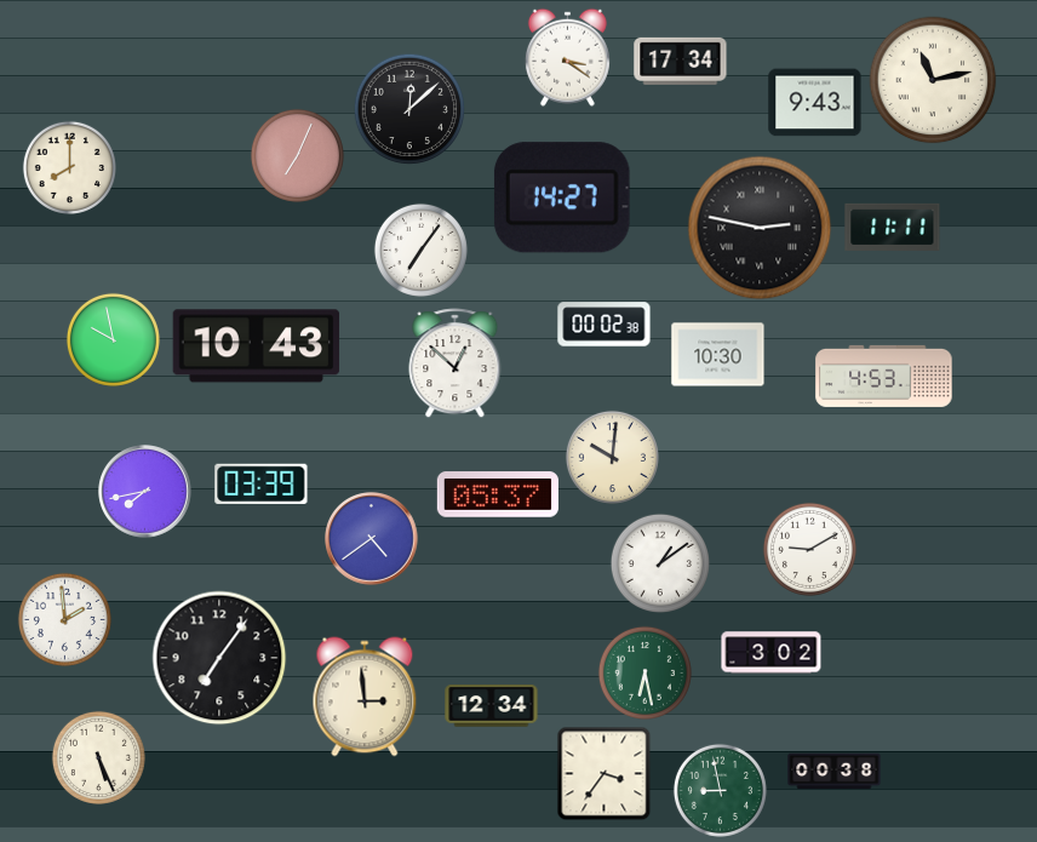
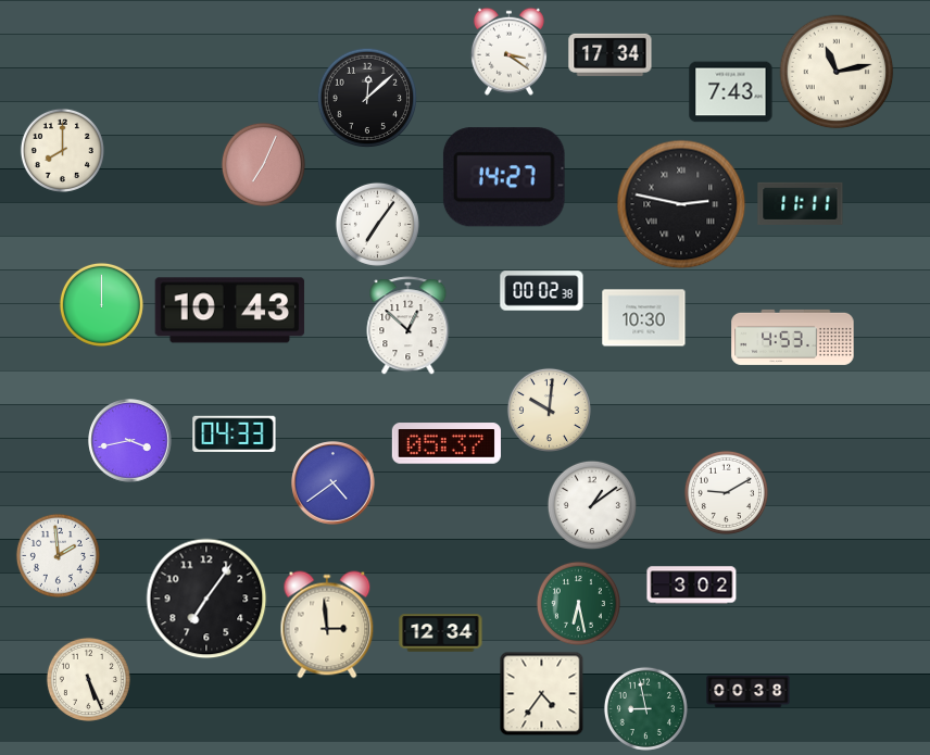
clock at (815, 103): 9:43 -> 7:43
clock at (297, 155) position: (297, 155) -> (263, 164)
clock at (113, 339): 9:58 -> 12:00
clock at (262, 483): 03:39 -> 04:33
clock at (145, 492): 7:43 -> 3:43
clock at (219, 658) position: (219, 658) -> (206, 599)
clock at (603, 773): 3:36 -> 4:36
